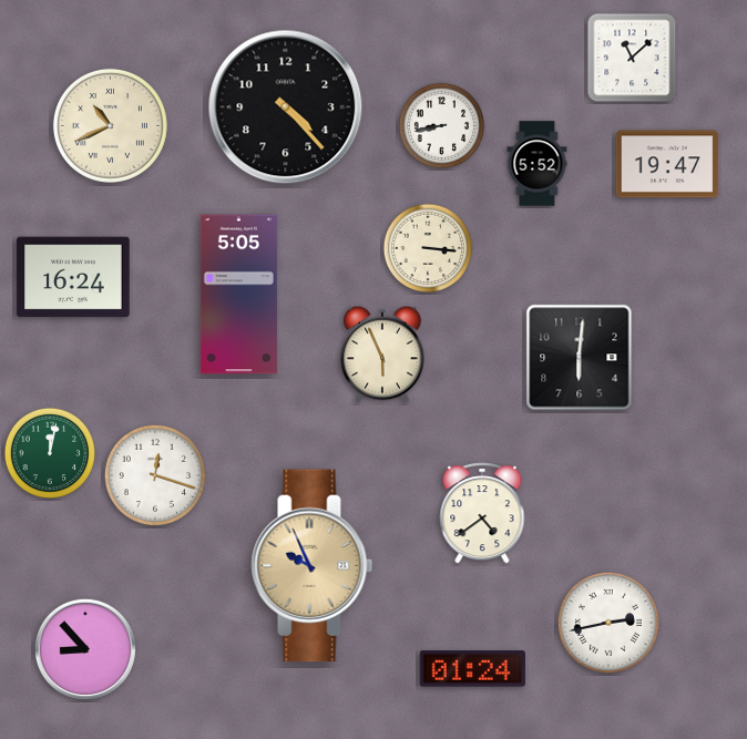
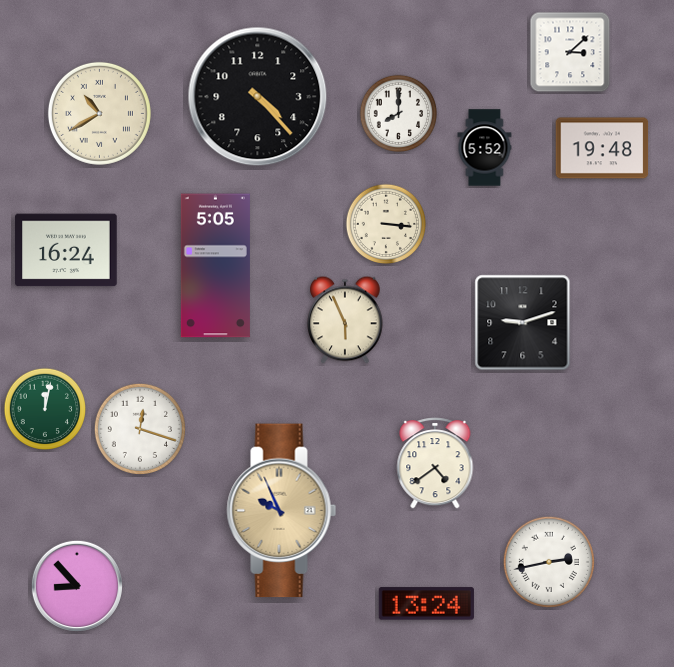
clock at (632, 58): 11:08 -> 3:08
clock at (110, 125): 10:41 -> 10:40
clock at (442, 126): 8:43 -> 8:00
clock at (667, 164): 19:47 -> 19:48
clock at (580, 358): 6:01 -> 9:12
clock at (472, 669): 01:24 -> 13:24
